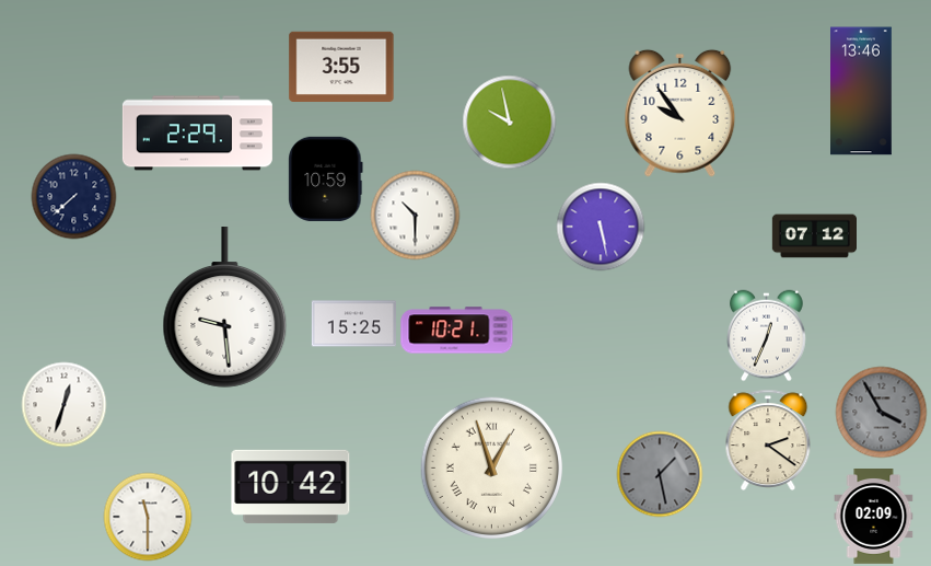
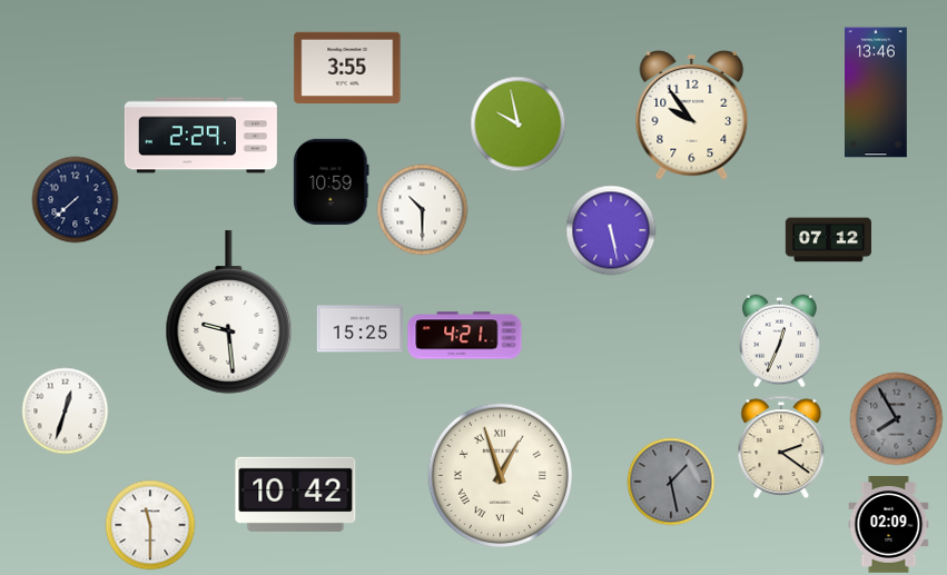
clock at (415, 215) position: (415, 215) -> (422, 209)
clock at (457, 331): 10:21 -> 4:21
clock at (881, 412): 3:55 -> 7:55
